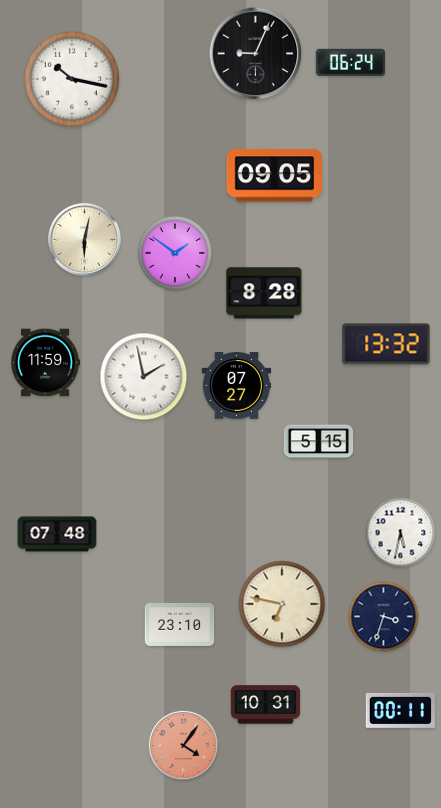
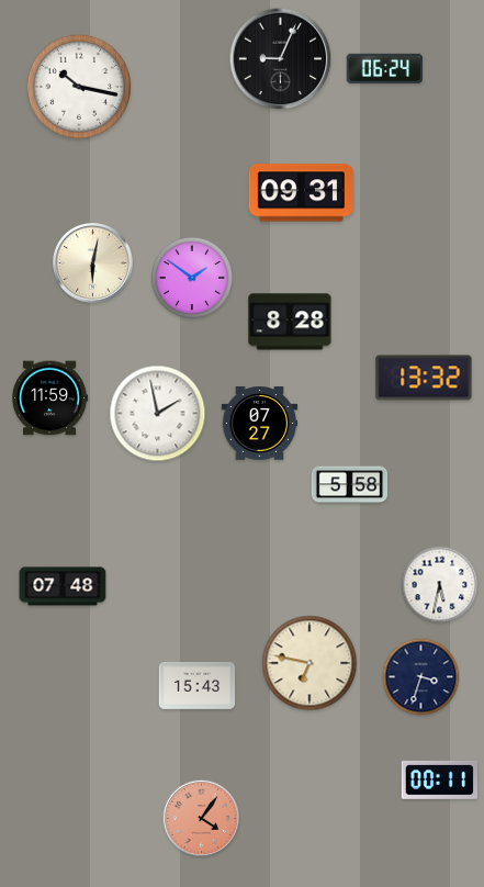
clock at (274, 176): 09:05 -> 09:31
clock at (319, 442): 5:15 -> 5:58
clock at (180, 624): 23:10 -> 15:43
clock at (266, 705): 10:31 -> none
